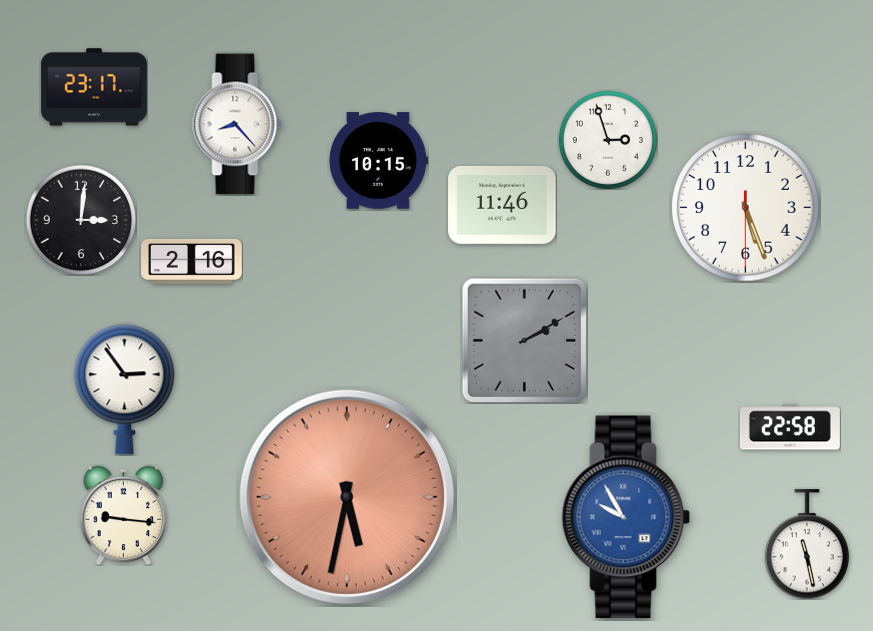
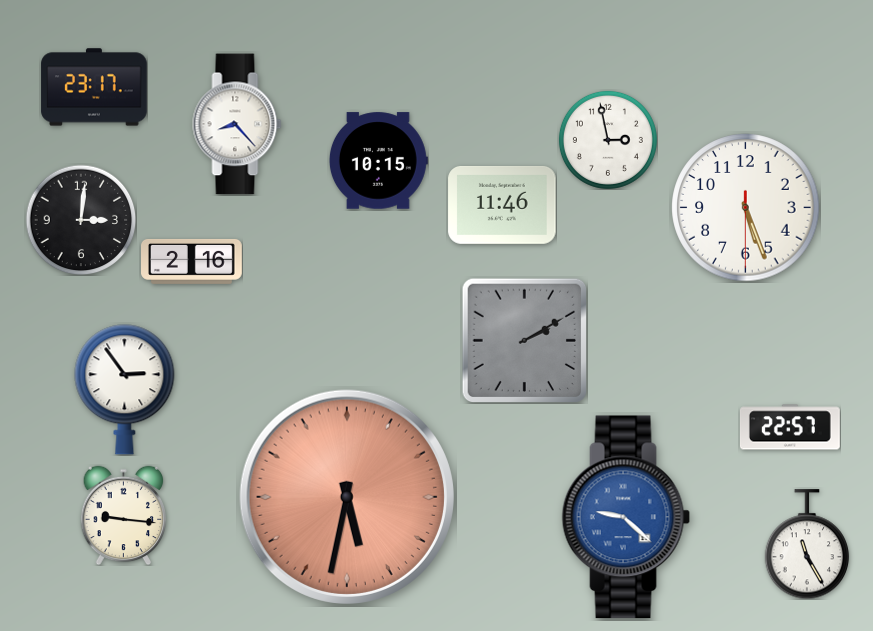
clock at (608, 140): 2:57 -> 2:58
clock at (790, 427): 22:58 -> 22:57
clock at (626, 517): 9:55 -> 9:22
clock at (807, 544): 11:28 -> 11:25
